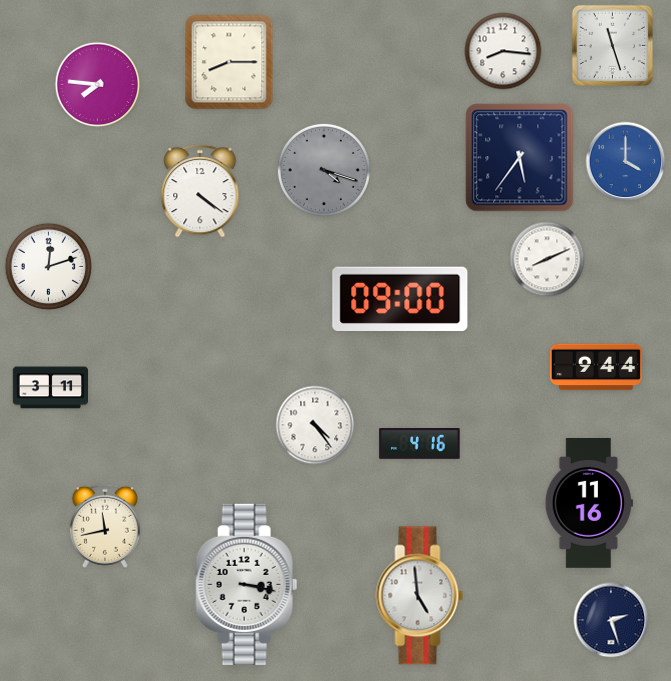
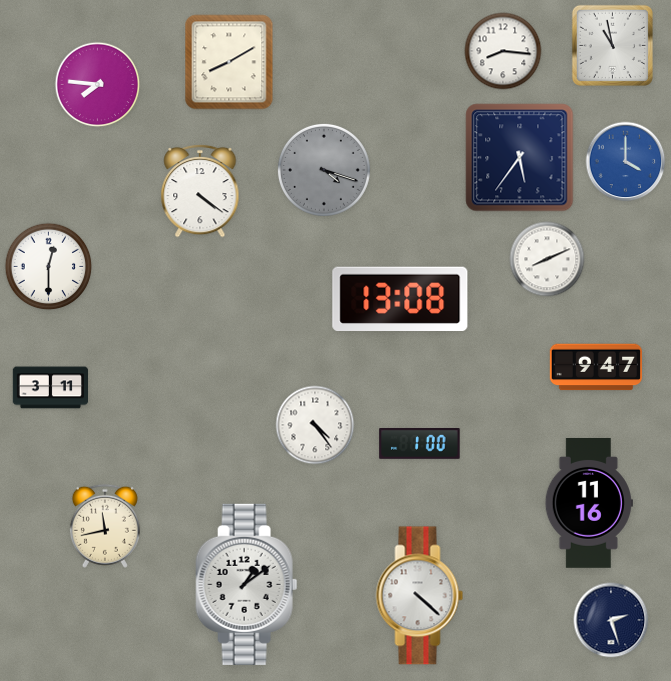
clock at (612, 45): 11:27 -> 10:58
clock at (229, 62): 8:15 -> 8:10
clock at (49, 267): 12:12 -> 12:30
clock at (400, 298): 09:00 -> 13:08
clock at (595, 367): 9:44 -> 9:47
clock at (420, 444): 4:16 -> 1:00
clock at (247, 584): 3:17 -> 1:09
clock at (420, 596): 4:59 -> 4:22
